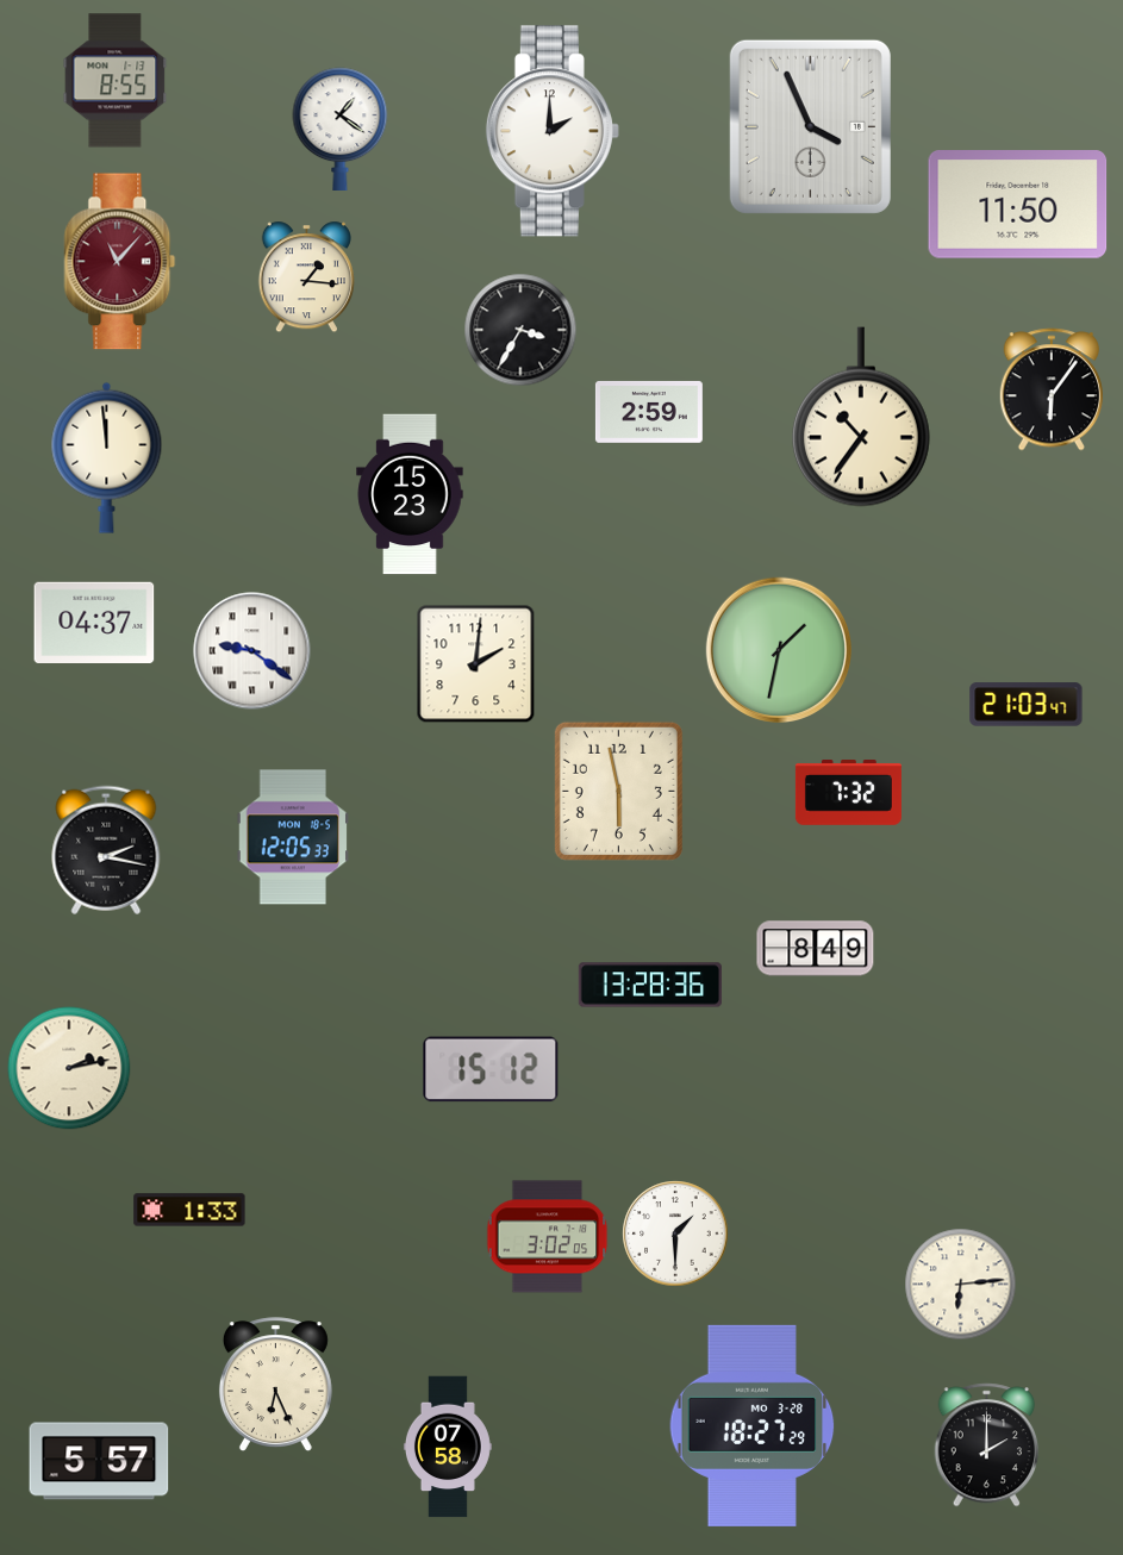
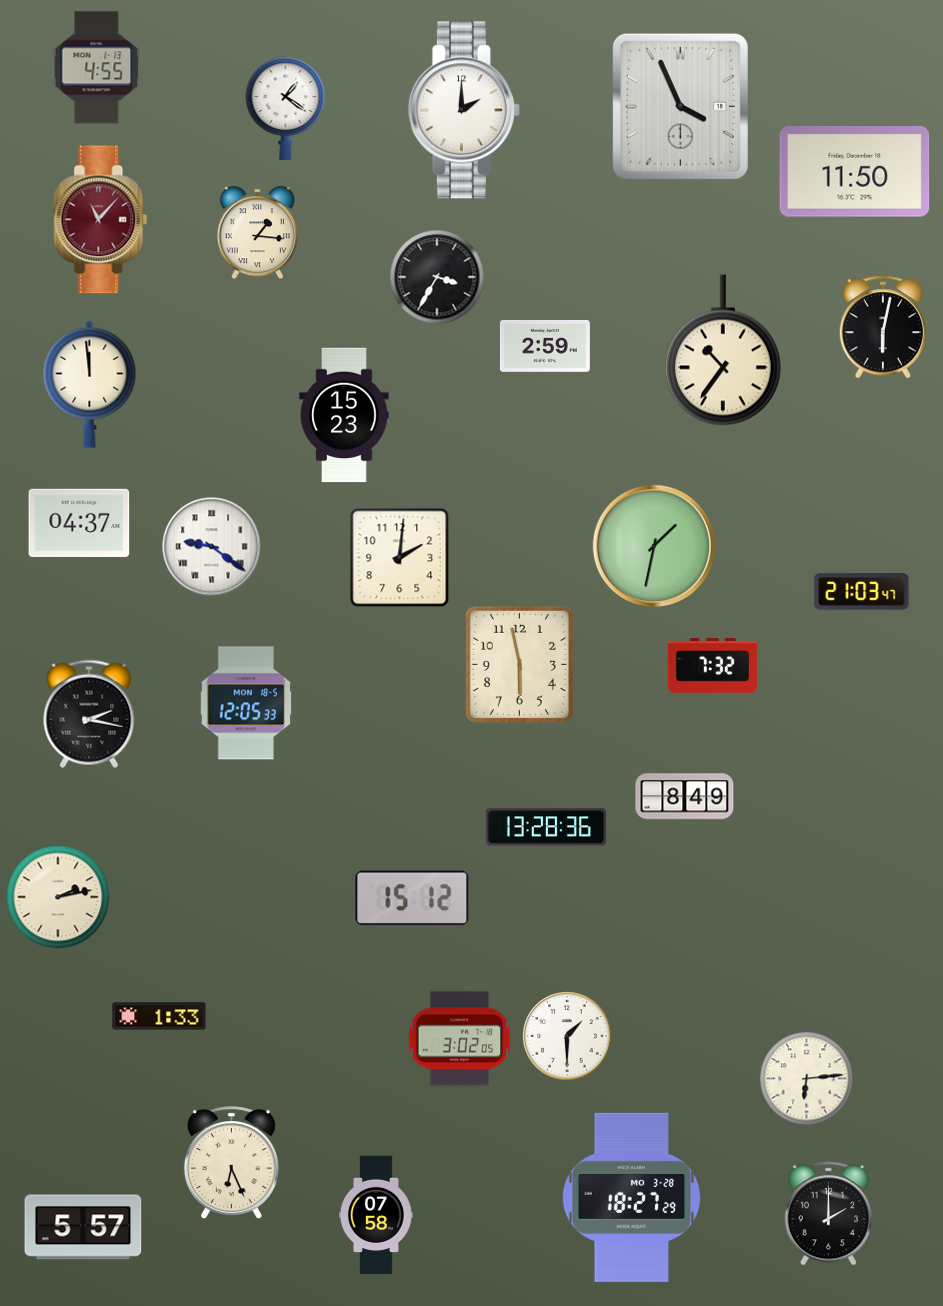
clock at (116, 81): 8:55 -> 4:55
clock at (1050, 389): 6:06 -> 6:02
